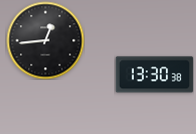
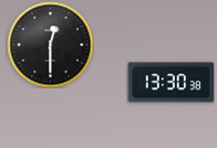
clock at (45, 40): 12:44 -> 12:30
